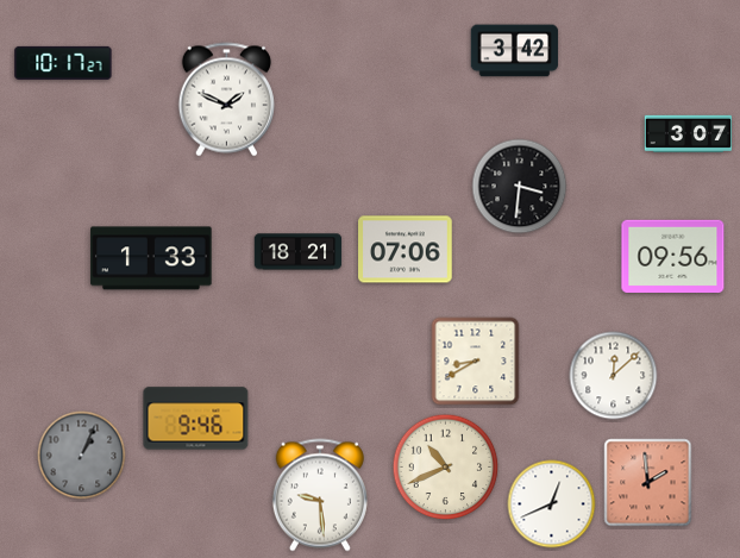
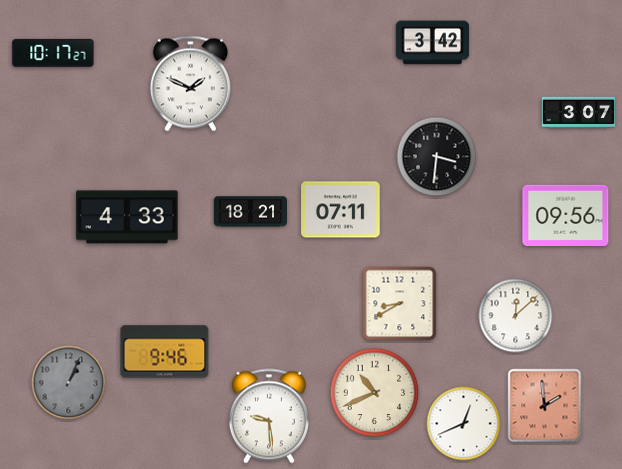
clock at (406, 250): 07:06 -> 07:11
clock at (151, 258): 1:33 -> 4:33
